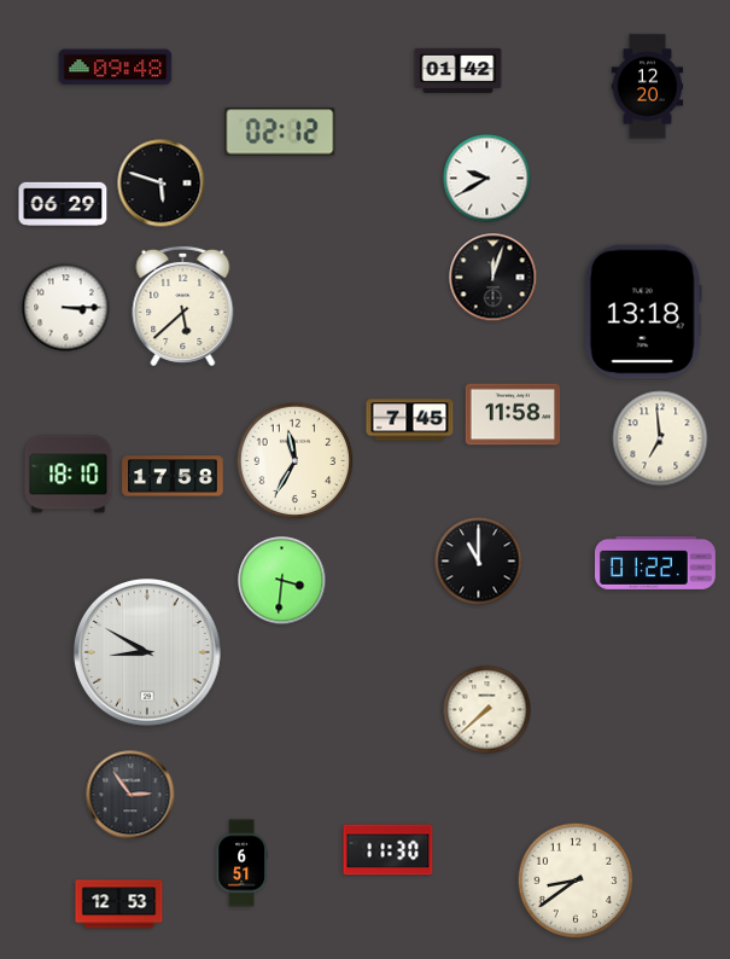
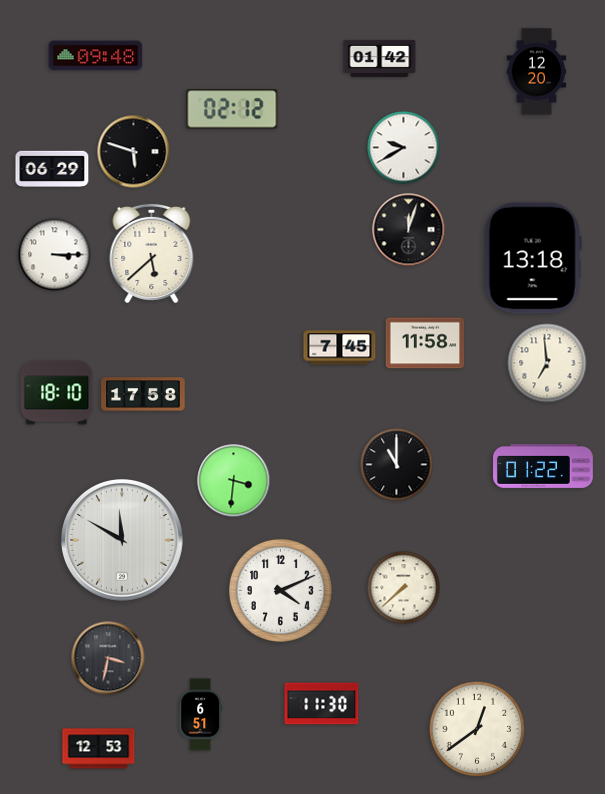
clock at (296, 461): 11:35 -> none
clock at (148, 653): 8:50 -> 11:50
clock at (280, 590): none -> 4:11
clock at (130, 795): 2:54 -> 3:32
clock at (576, 880): 8:39 -> 12:39
